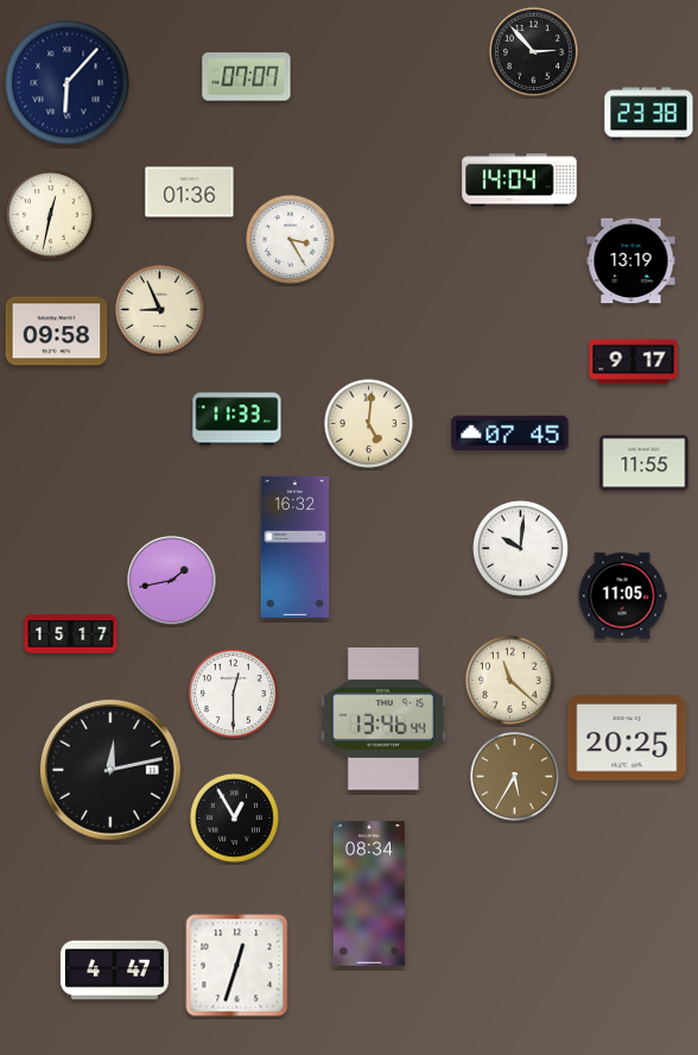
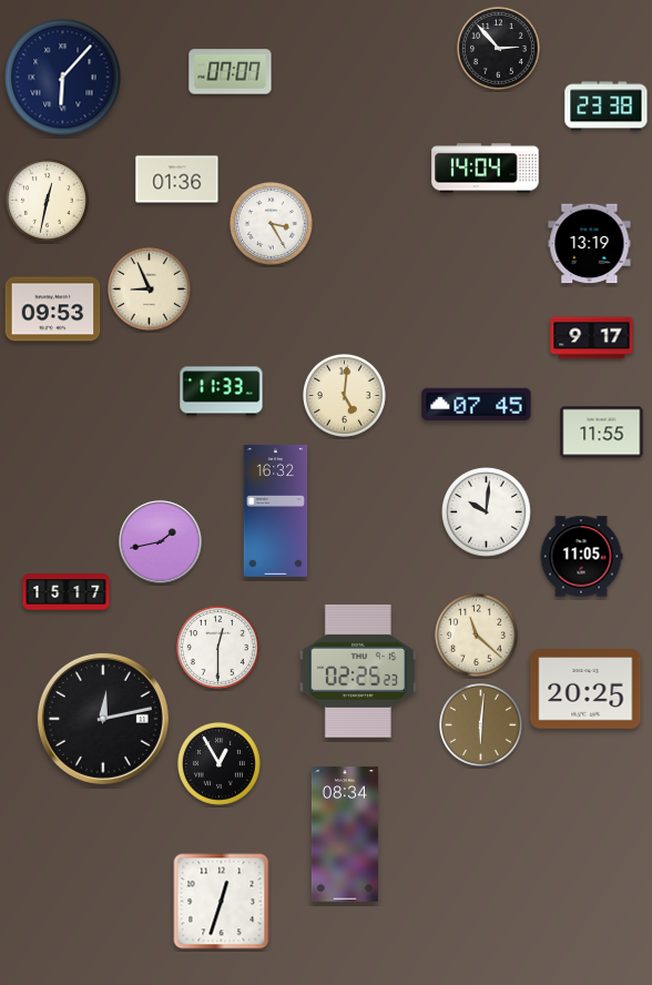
clock at (57, 331): 09:58 -> 09:53
clock at (383, 719): 13:46 -> 02:25
clock at (514, 776): 5:35 -> 6:01
clock at (114, 971): 4:47 -> none
